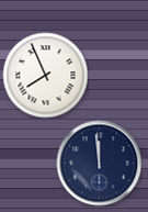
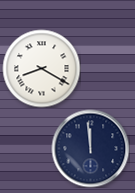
clock at (45, 75): 7:56 -> 8:20
